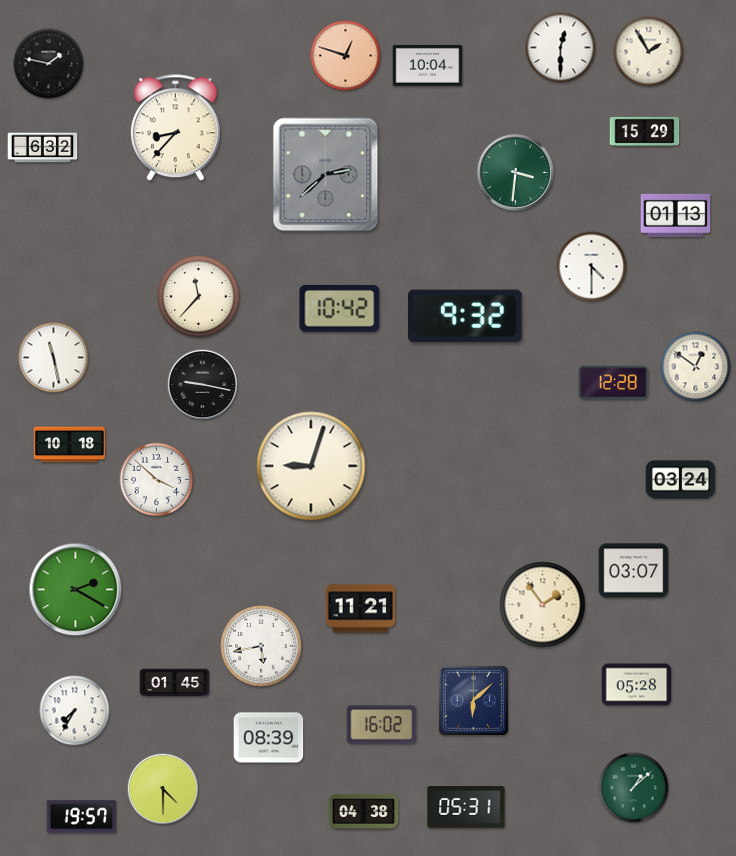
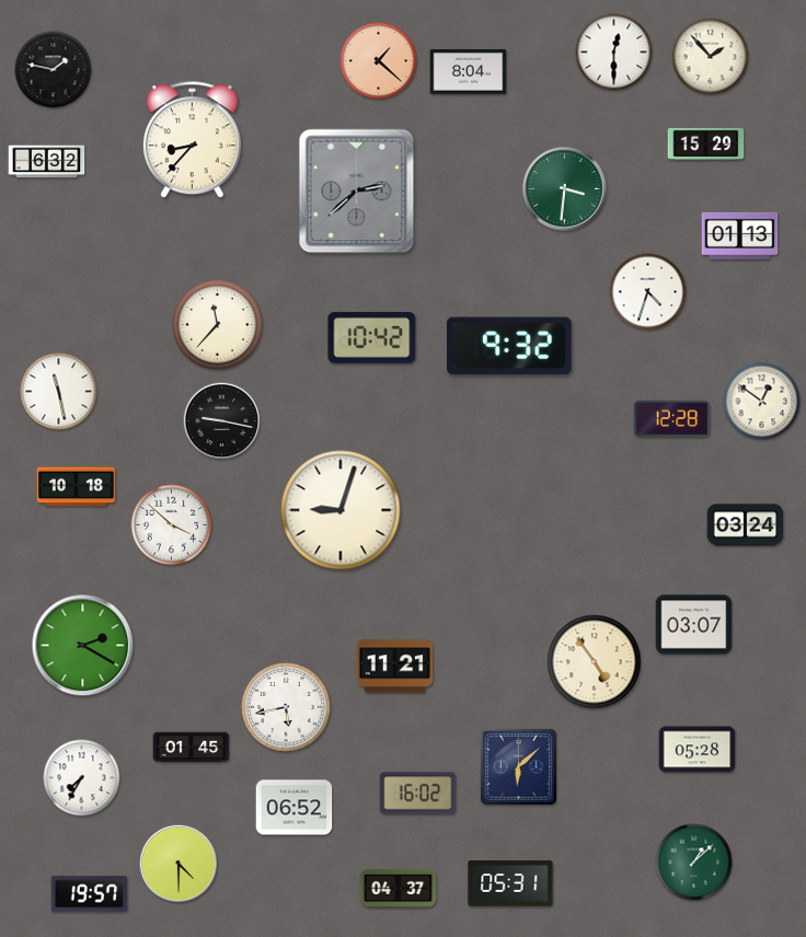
clock at (649, 52): 1:55 -> 1:53
clock at (346, 56): 12:48 -> 1:22
clock at (428, 66): 10:04 -> 8:04
clock at (592, 267): 4:30 -> 4:33
clock at (543, 605): 1:54 -> 4:54
clock at (269, 738): 08:39 -> 06:52
clock at (364, 811): 04:38 -> 04:37
